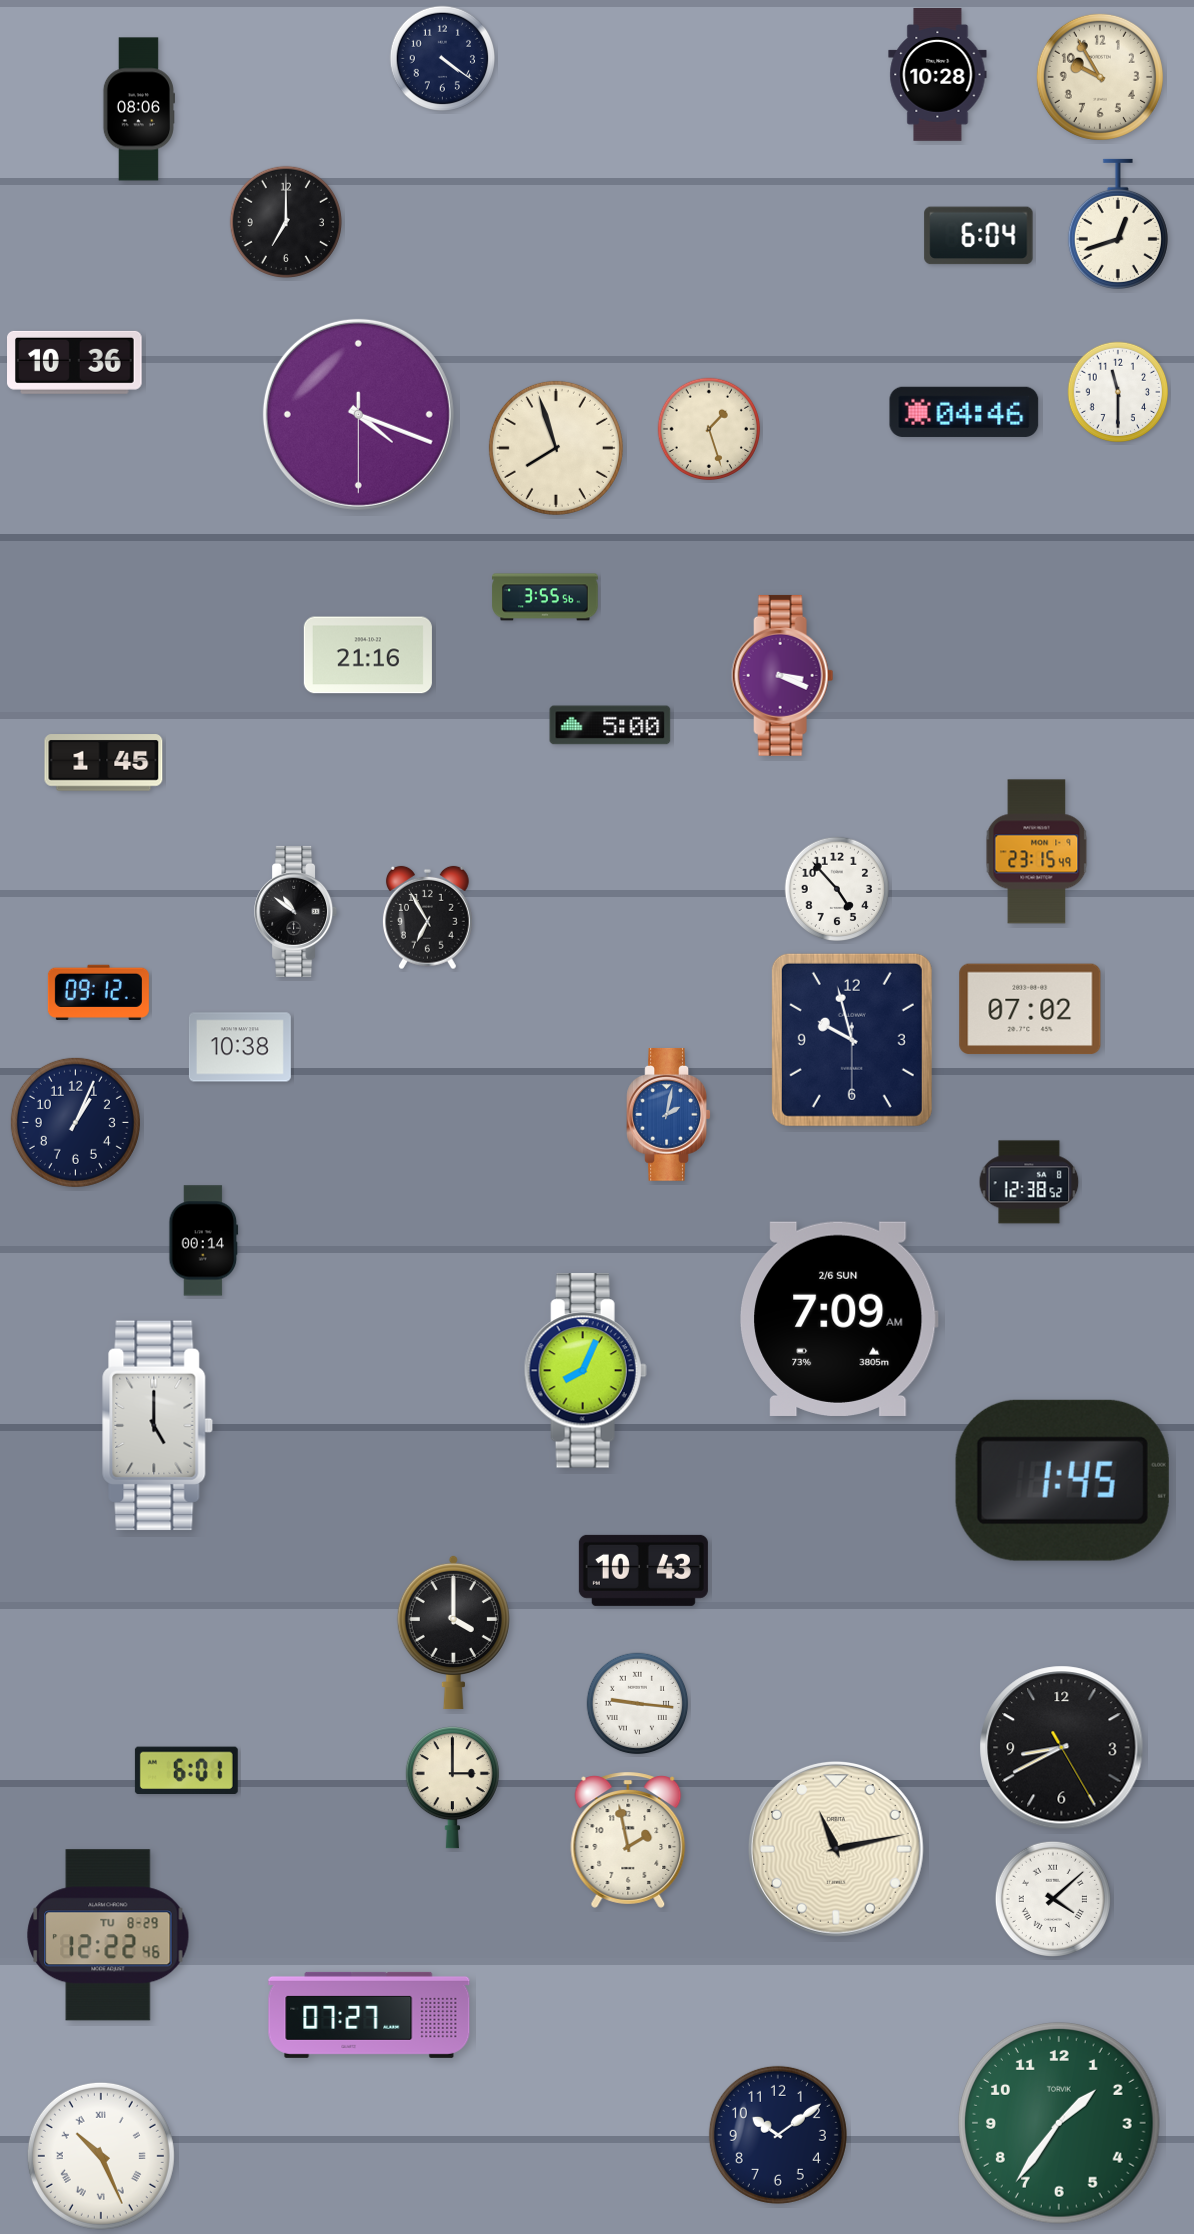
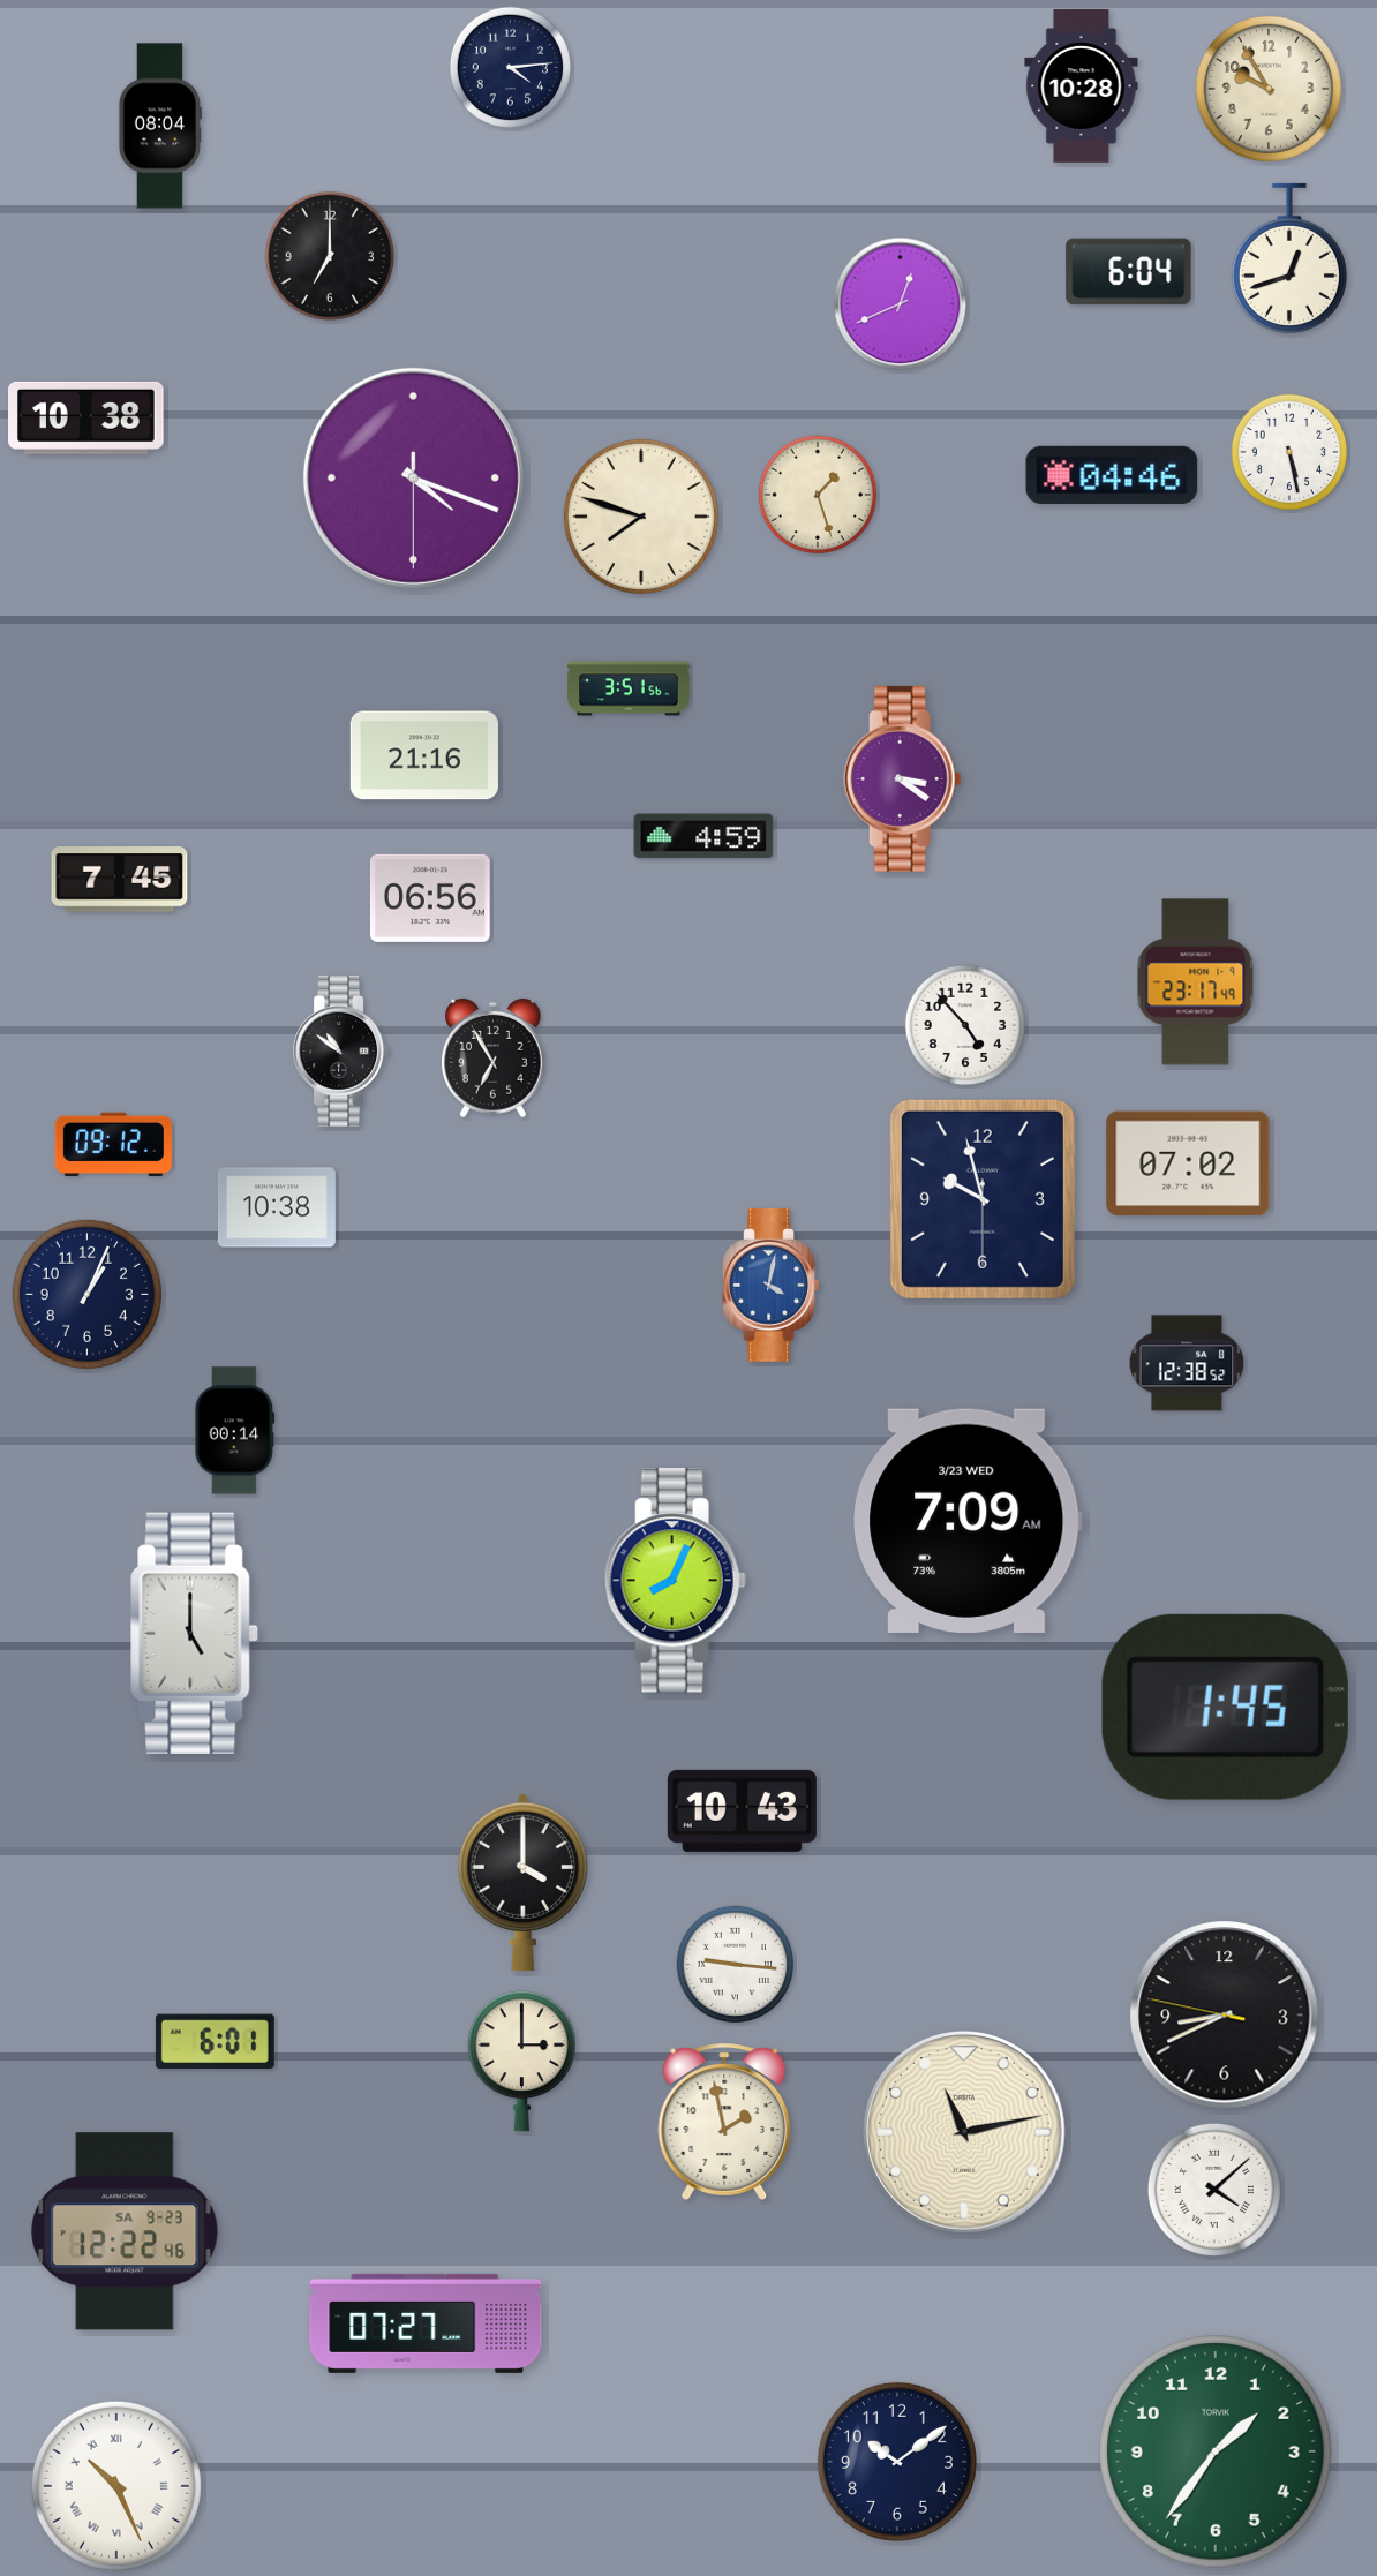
clock at (442, 58): 4:21 -> 4:14
clock at (139, 109): 08:06 -> 08:04
clock at (901, 304): none -> 12:41
clock at (75, 362): 10:36 -> 10:38
clock at (1118, 392): 11:30 -> 5:28
clock at (556, 448): 7:57 -> 7:48
clock at (545, 597): 3:55 -> 3:51
clock at (783, 675): 3:19 -> 3:21
clock at (610, 725): 5:00 -> 4:59
clock at (104, 763): 1:45 -> 7:45
clock at (430, 898): none -> 06:56
clock at (1037, 852): 23:15 -> 23:17
clock at (669, 1114): 2:02 -> 4:02
clock at (840, 1319) date: 2/6 SUN -> 3/23 WED
clock at (158, 1426) position: (158, 1426) -> (195, 1634)
clock at (1062, 1748): 8:40:25 -> 8:40:47
clock at (108, 1935) date: TU 8-29 -> SA 9-23
clock at (1060, 2124) position: (1060, 2124) -> (1217, 2453)
